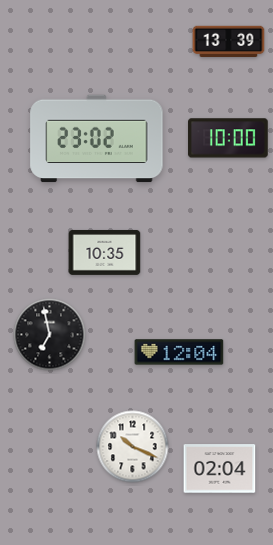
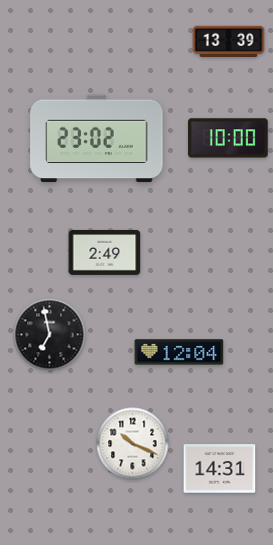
clock at (105, 252): 10:35 -> 2:49
clock at (133, 447) position: (133, 447) -> (133, 444)
clock at (220, 469): 02:04 -> 14:31
